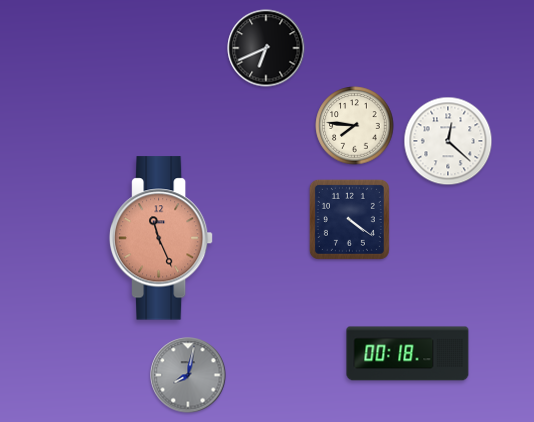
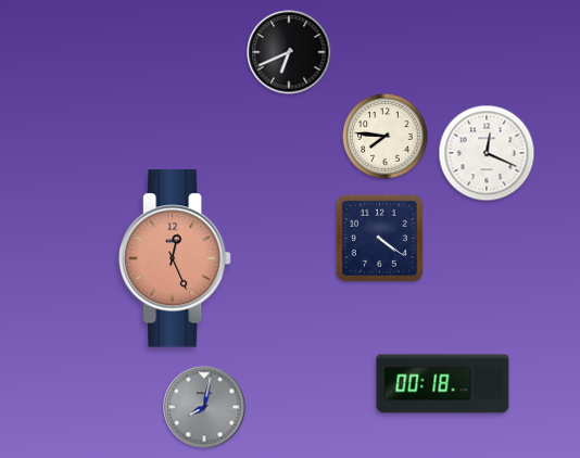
clock at (448, 141): 12:22 -> 12:19
clock at (161, 238): 11:26 -> 12:26
